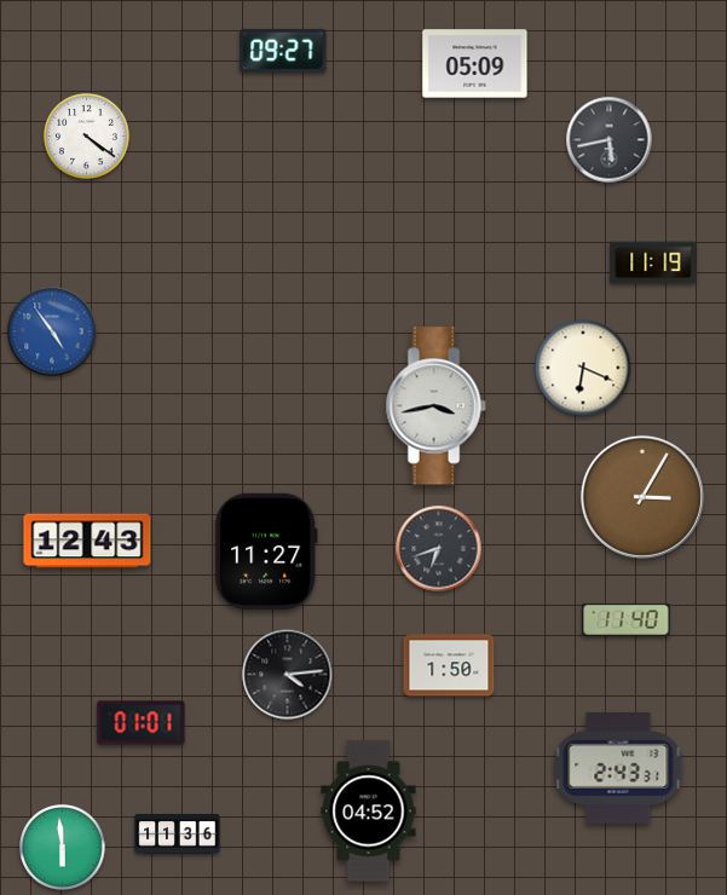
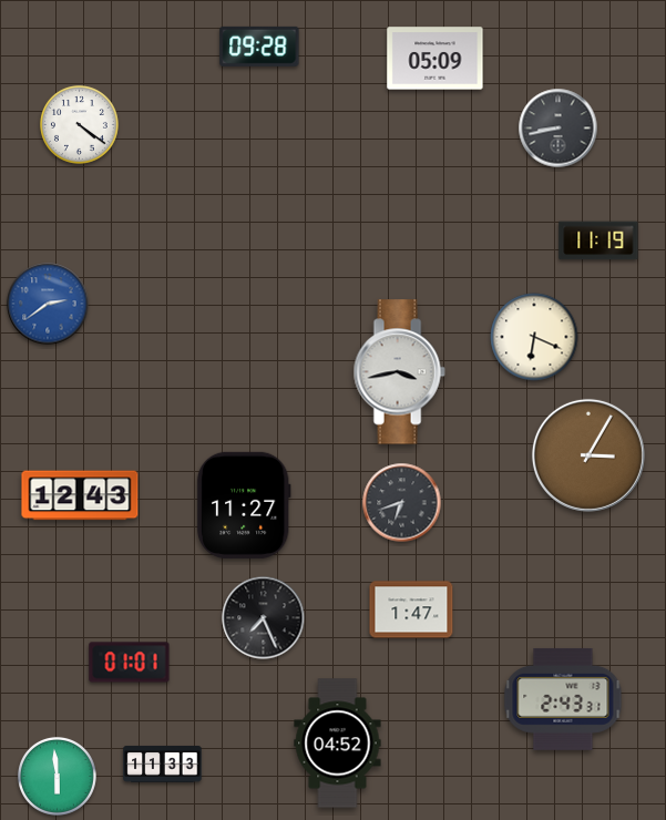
clock at (283, 51): 09:27 -> 09:28
clock at (610, 140): 5:43 -> 8:43
clock at (52, 331): 4:54 -> 2:39
clock at (627, 619): 11:40 -> none
clock at (449, 665): 1:50 -> 1:47
clock at (288, 675): 4:14 -> 7:26
clock at (618, 768) position: (618, 768) -> (563, 699)
clock at (178, 833): 11:36 -> 11:33
